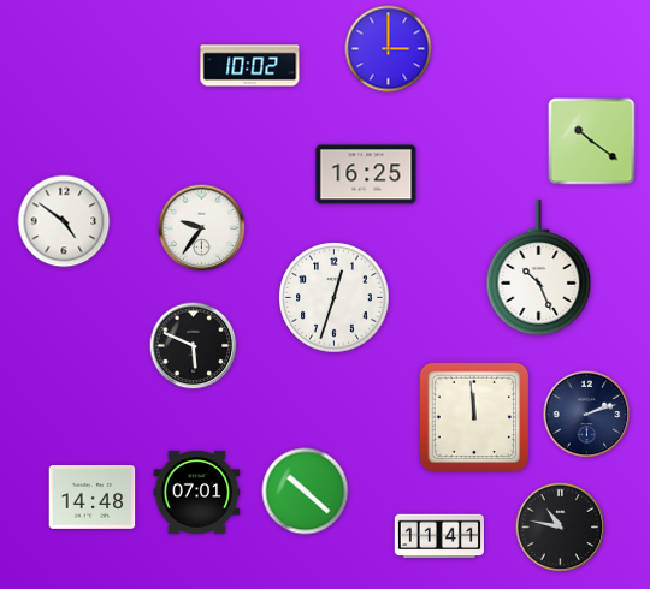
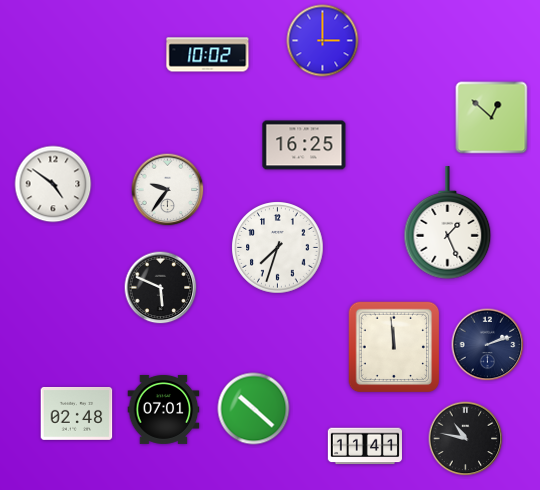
clock at (592, 142): 10:21 -> 12:52
clock at (539, 268): 10:26 -> 1:26
clock at (335, 298): 12:33 -> 7:33
clock at (93, 496): 14:48 -> 02:48
